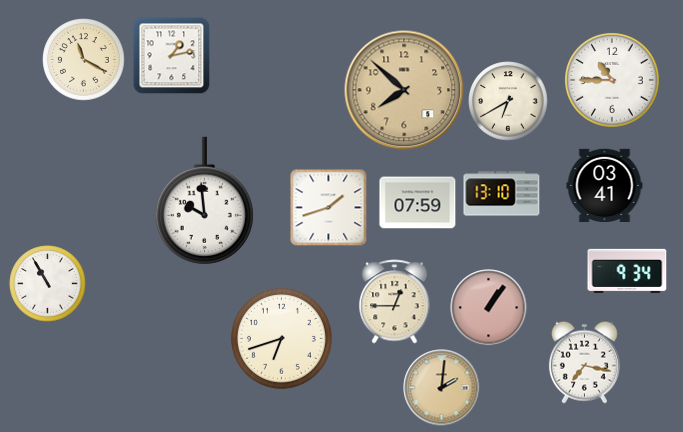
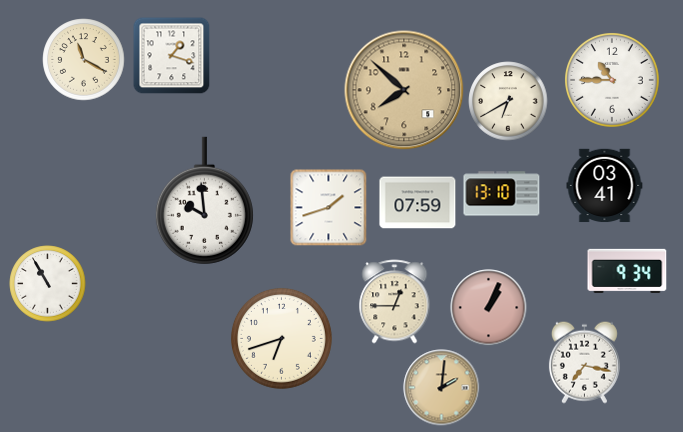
clock at (171, 55): 1:13 -> 1:18
clock at (489, 308): 1:06 -> 1:04
